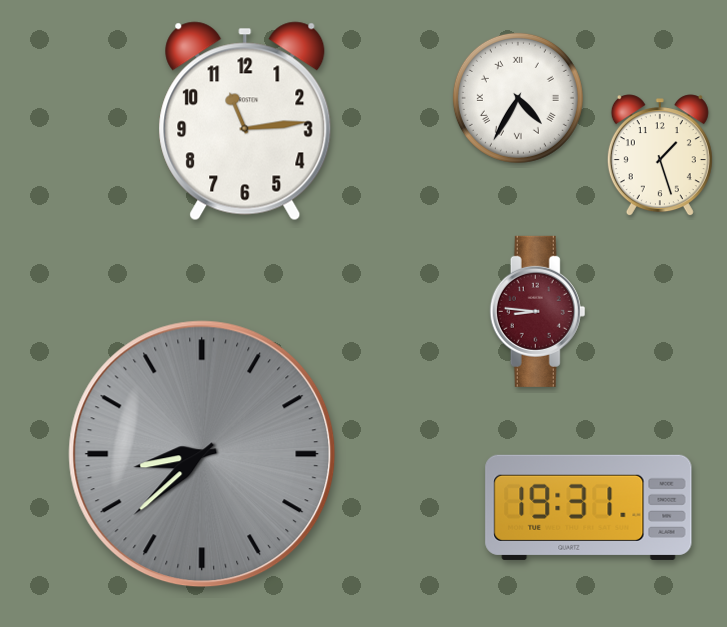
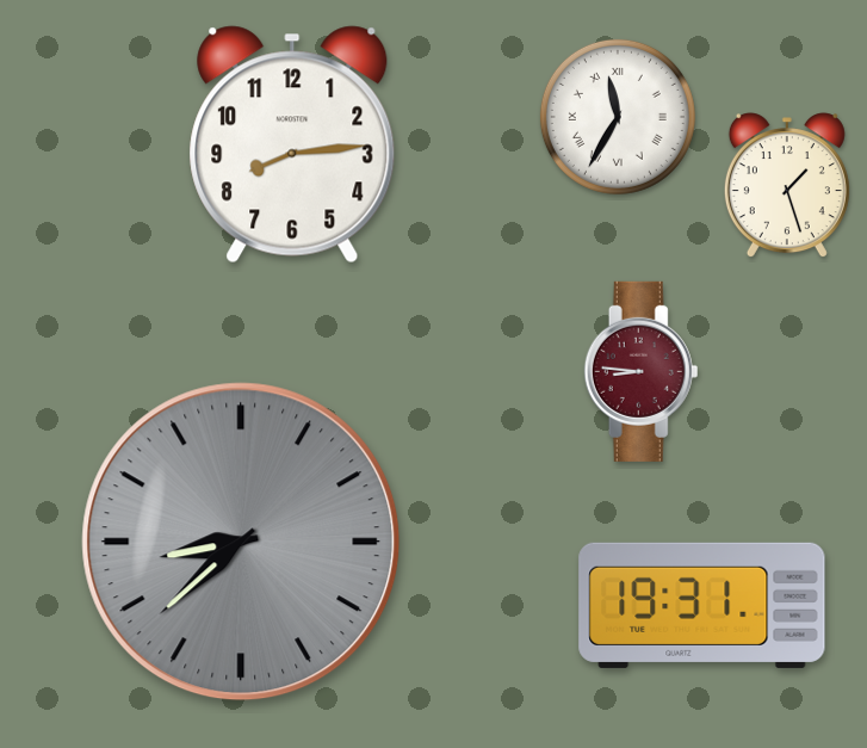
clock at (518, 98): 4:35 -> 11:35
clock at (245, 121): 11:14 -> 8:14
